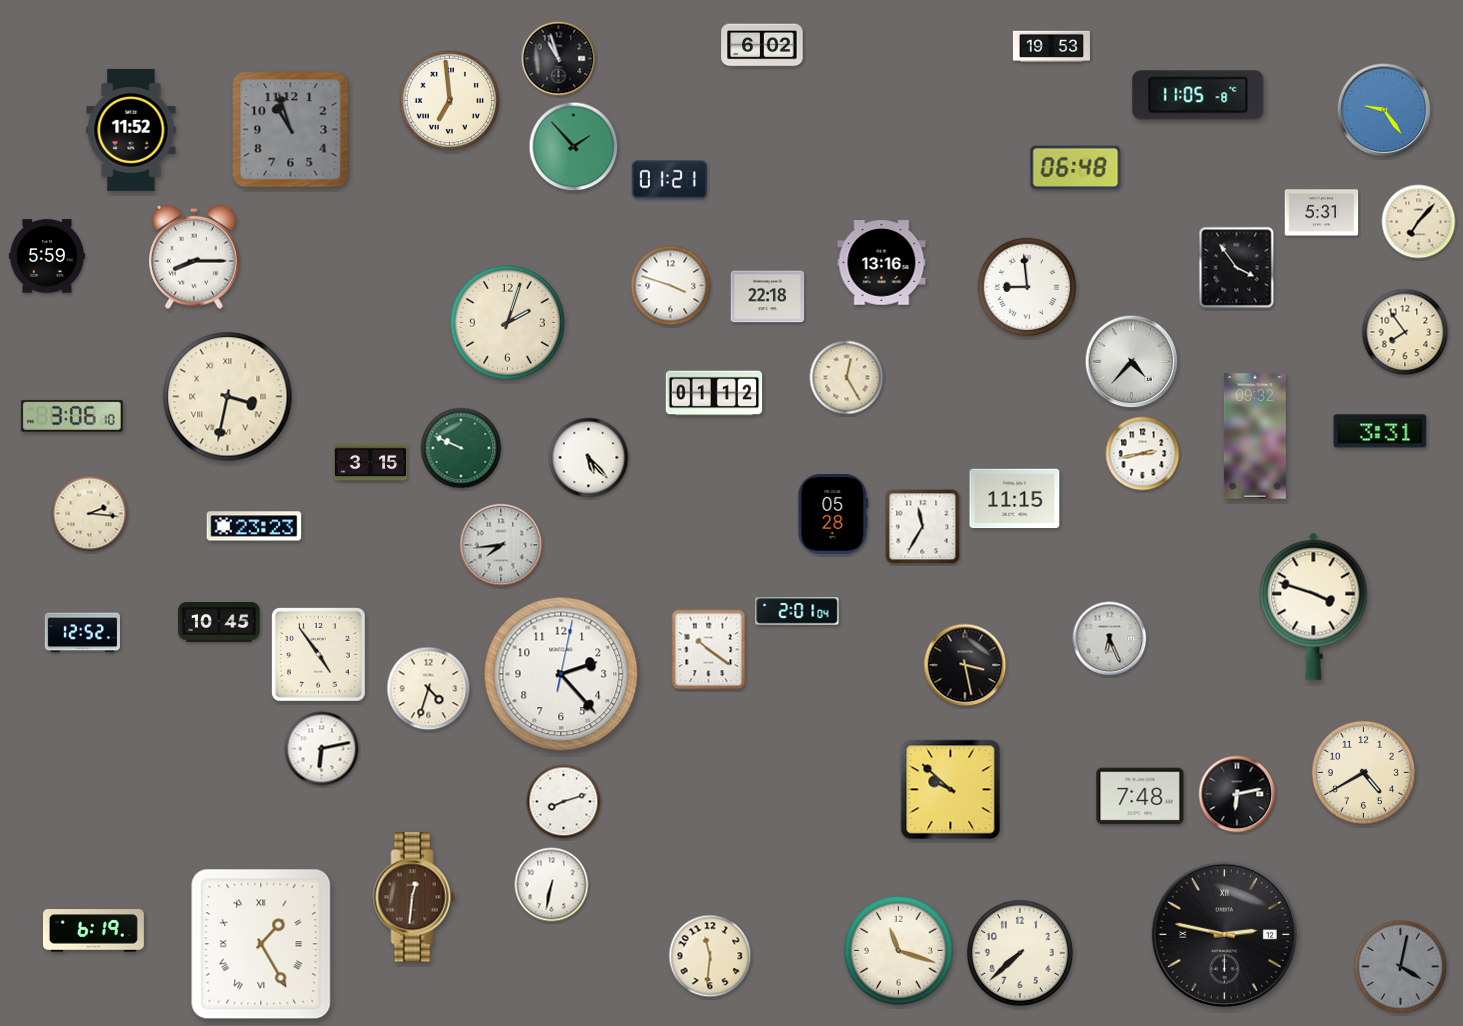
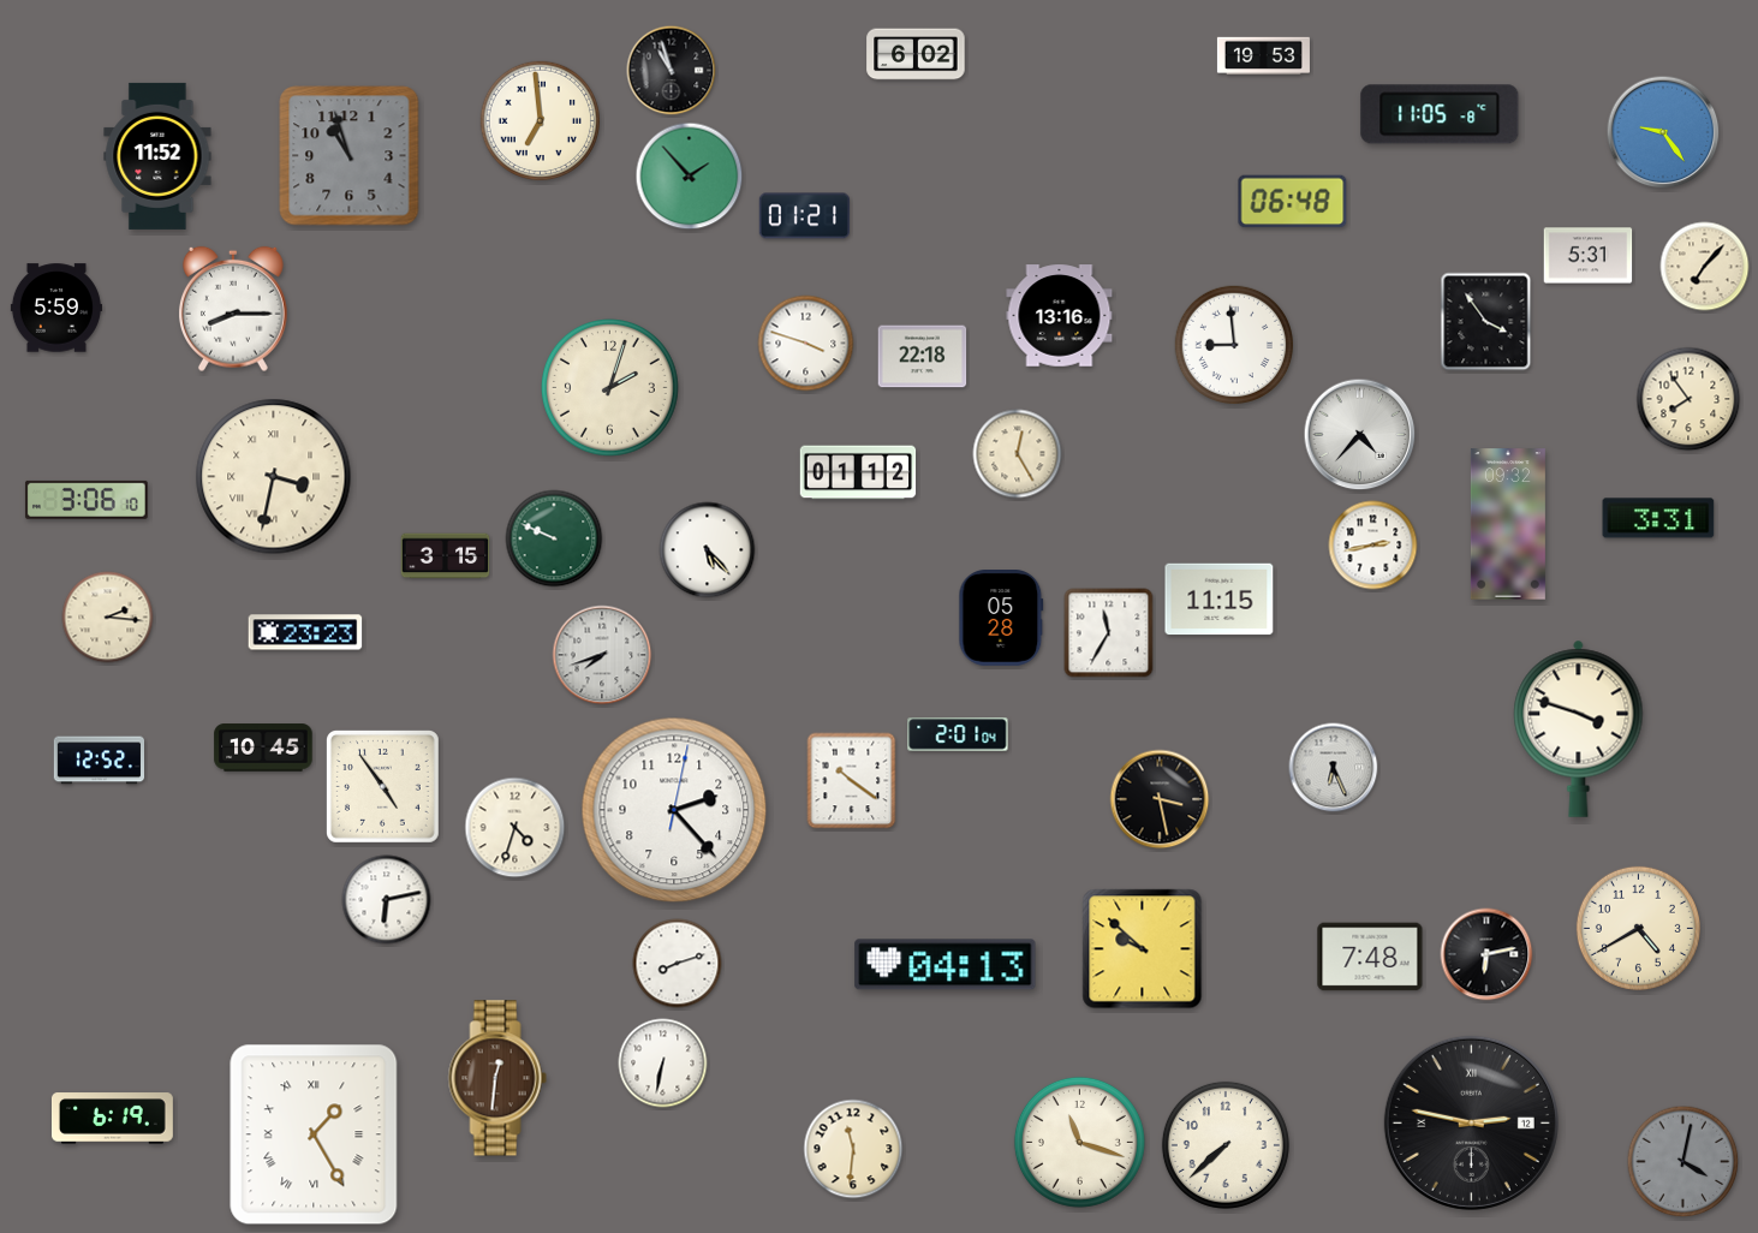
clock at (501, 545): 7:44 -> 7:42
clock at (946, 965): none -> 04:13
